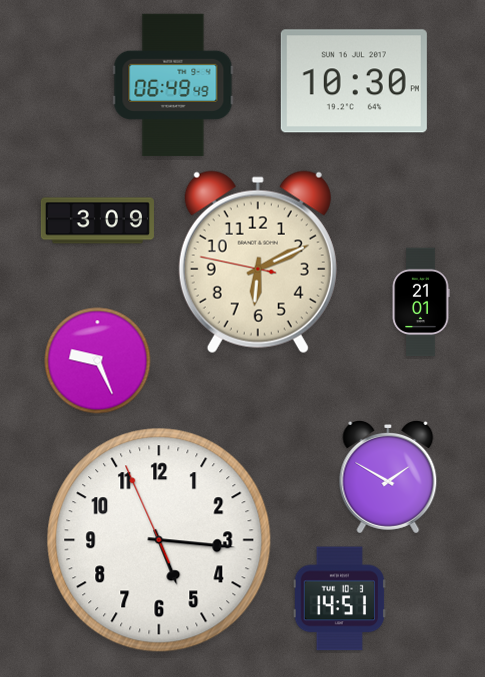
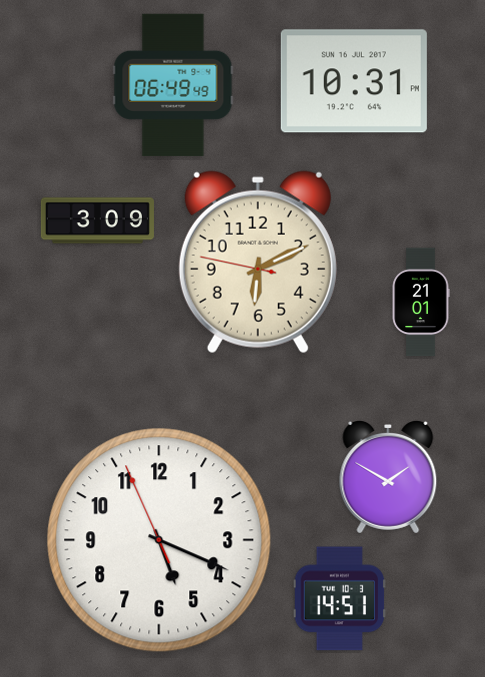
clock at (354, 81): 10:30 -> 10:31
clock at (98, 361): 9:26 -> none
clock at (159, 540): 5:15 -> 5:18
